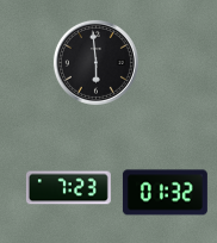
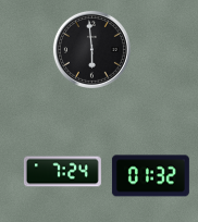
clock at (95, 62) position: (95, 62) -> (91, 49)
clock at (68, 188): 7:23 -> 7:24
